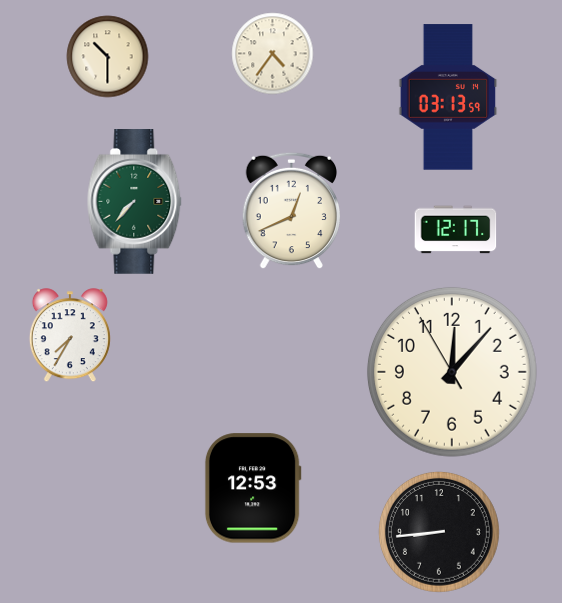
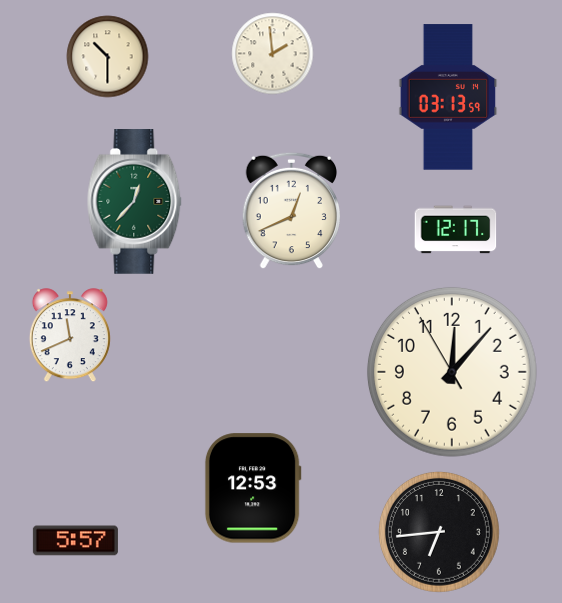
clock at (273, 54): 4:36 -> 1:59
clock at (135, 202): 7:37 -> 12:37
clock at (70, 336): 7:35 -> 11:41
clock at (439, 532): 8:44 -> 6:44
clock at (75, 541): none -> 5:57
